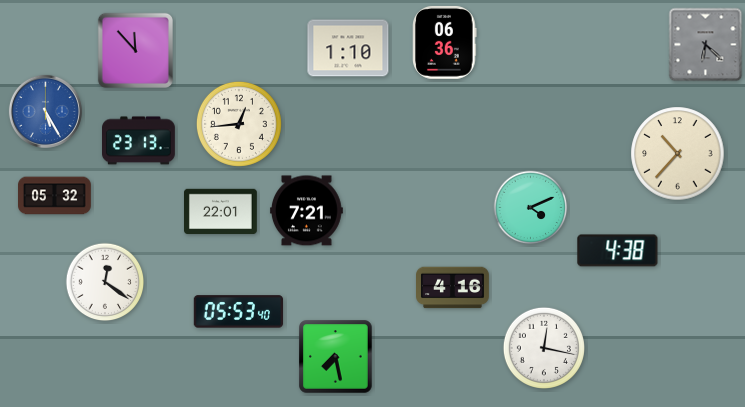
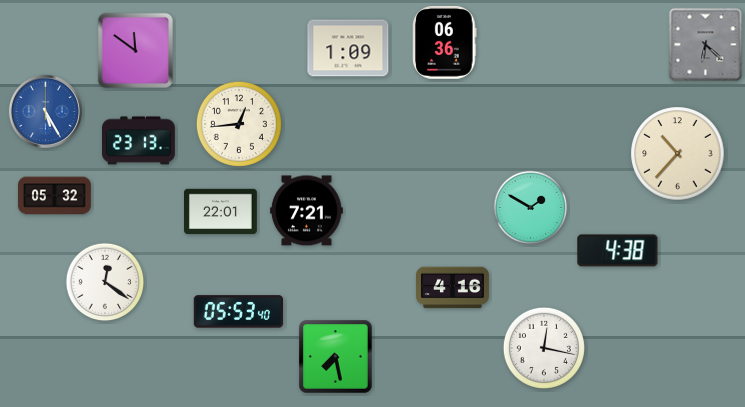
clock at (348, 48): 1:10 -> 1:09
clock at (135, 50): 11:53 -> 11:51
clock at (531, 208): 4:11 -> 1:50
